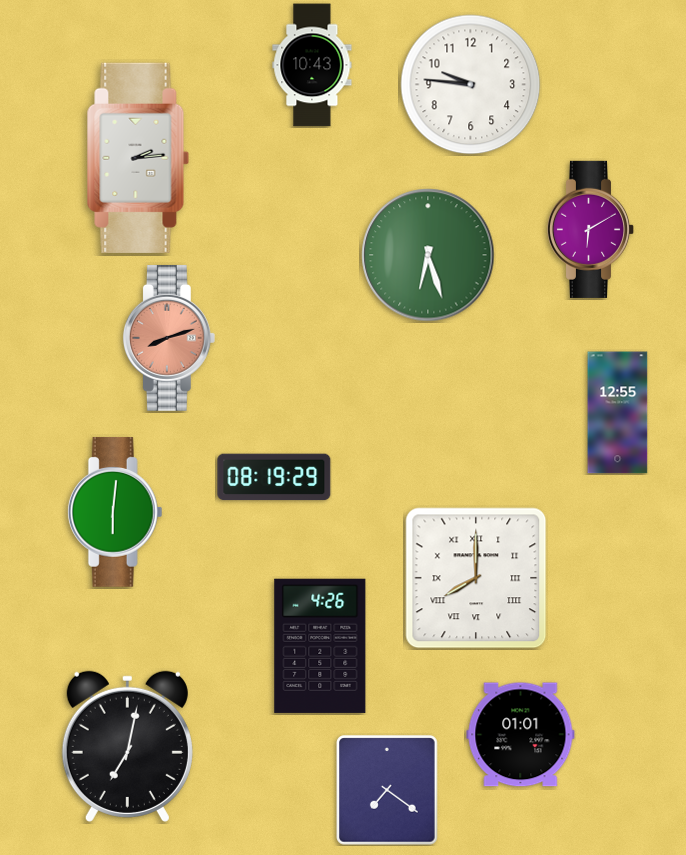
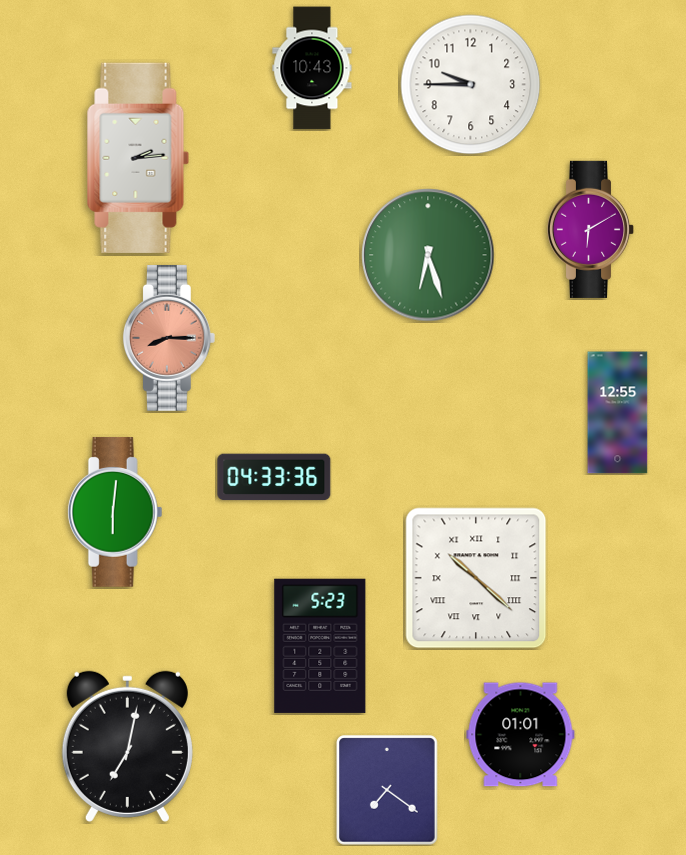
clock at (312, 65) position: (312, 65) -> (312, 68)
clock at (471, 85): 9:46 -> 9:45
clock at (169, 338): 8:12 -> 8:15
clock at (274, 477): 08:19 -> 04:33
clock at (476, 578): 8:00 -> 10:22
clock at (320, 646): 4:26 -> 5:23
